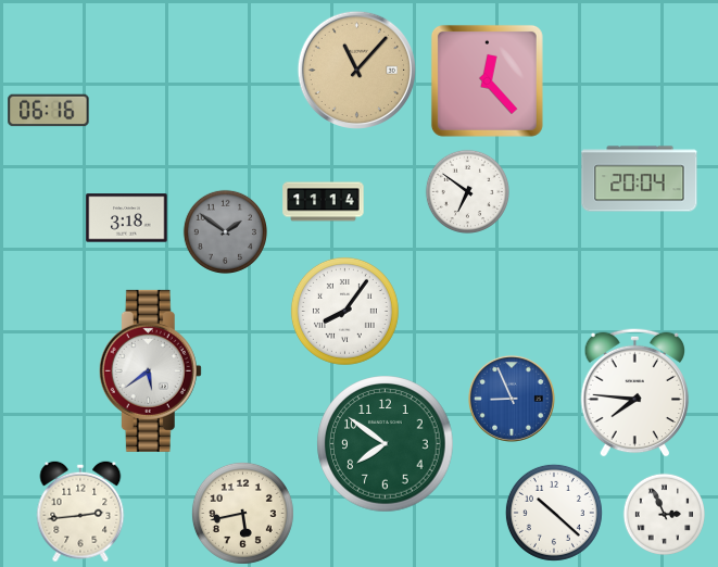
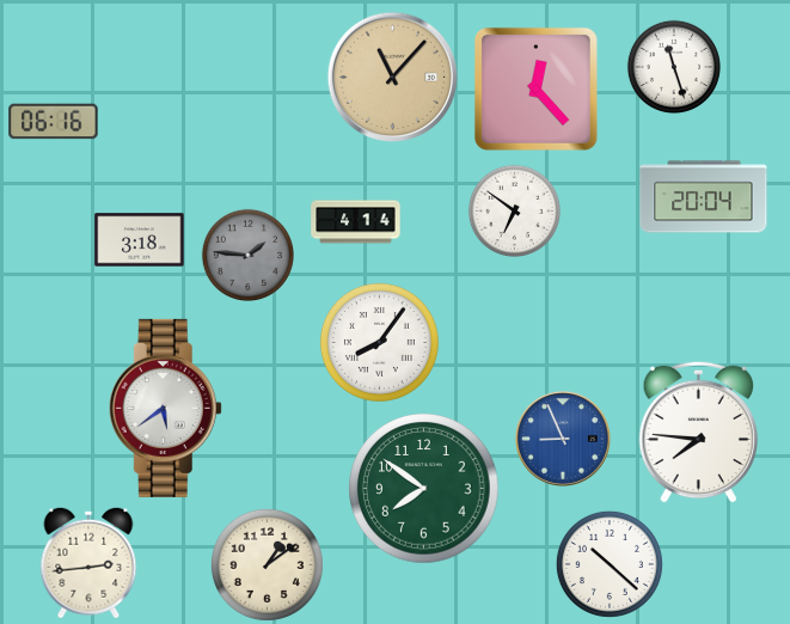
clock at (674, 67): none -> 11:27
clock at (324, 202): 11:14 -> 4:14
clock at (225, 231): 1:51 -> 1:46
clock at (242, 513): 5:43 -> 1:09
clock at (664, 514): 2:56 -> none
